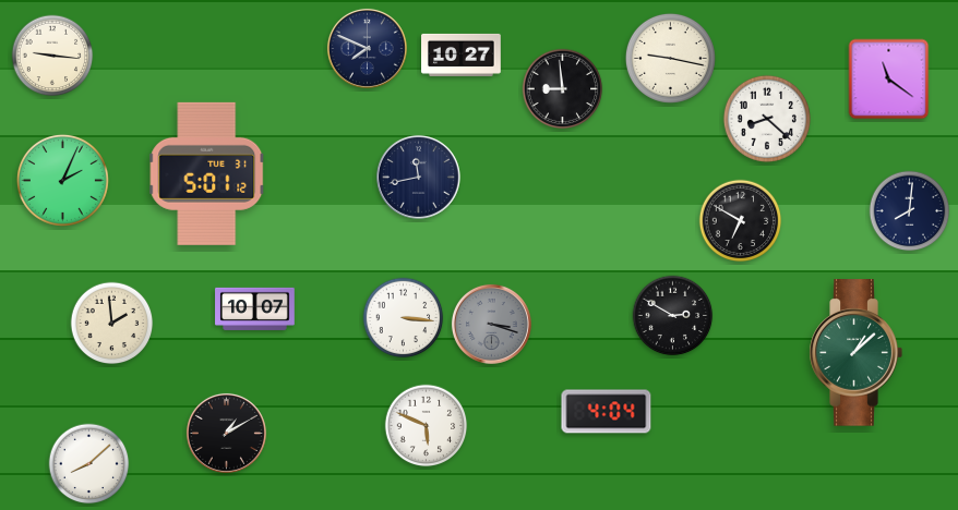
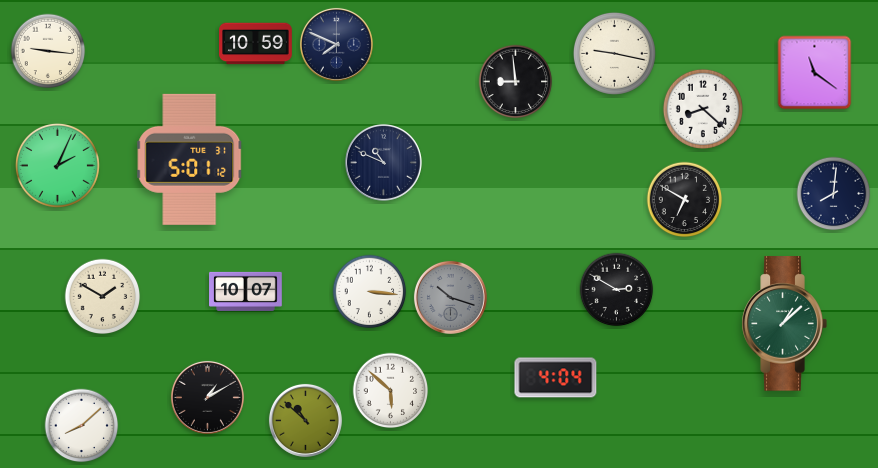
clock at (256, 44): none -> 10:59
clock at (462, 54): 10:27 -> none
clock at (418, 177): 11:43 -> 10:49
clock at (741, 221) position: (741, 221) -> (685, 200)
clock at (255, 308) position: (255, 308) -> (246, 291)
clock at (112, 324): 1:59 -> 1:50
clock at (491, 324): 3:18 -> 10:18
clock at (427, 426): 5:49 -> 5:52
clock at (305, 420): none -> 10:52
